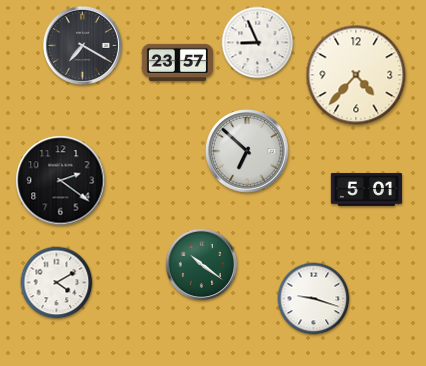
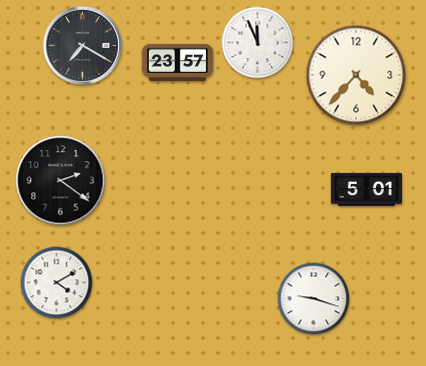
clock at (258, 43): 8:56 -> 11:56
clock at (247, 151): 6:52 -> none
clock at (201, 264): 10:21 -> none
